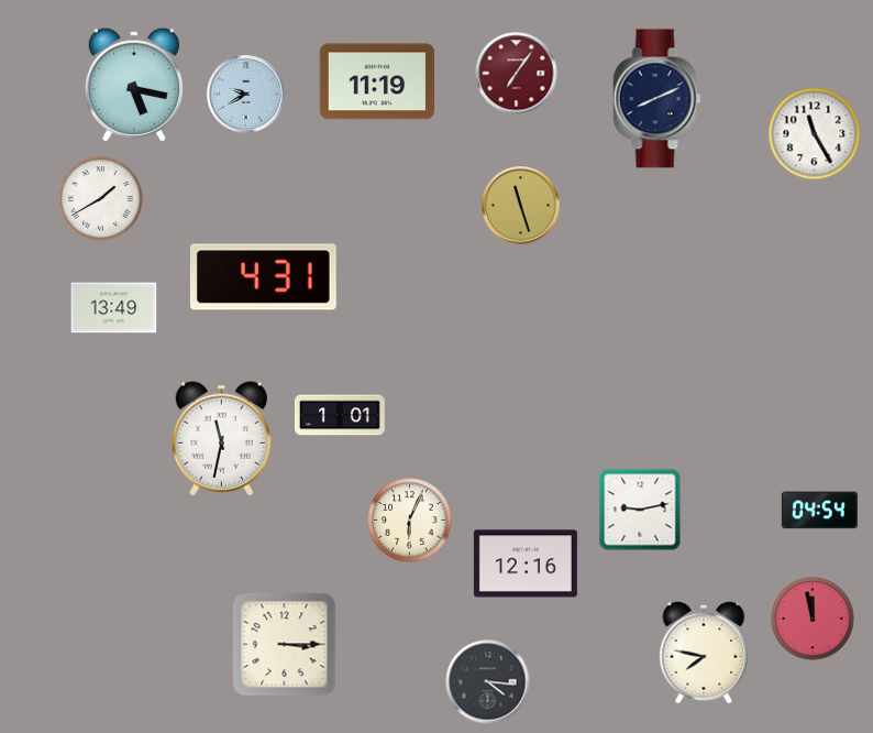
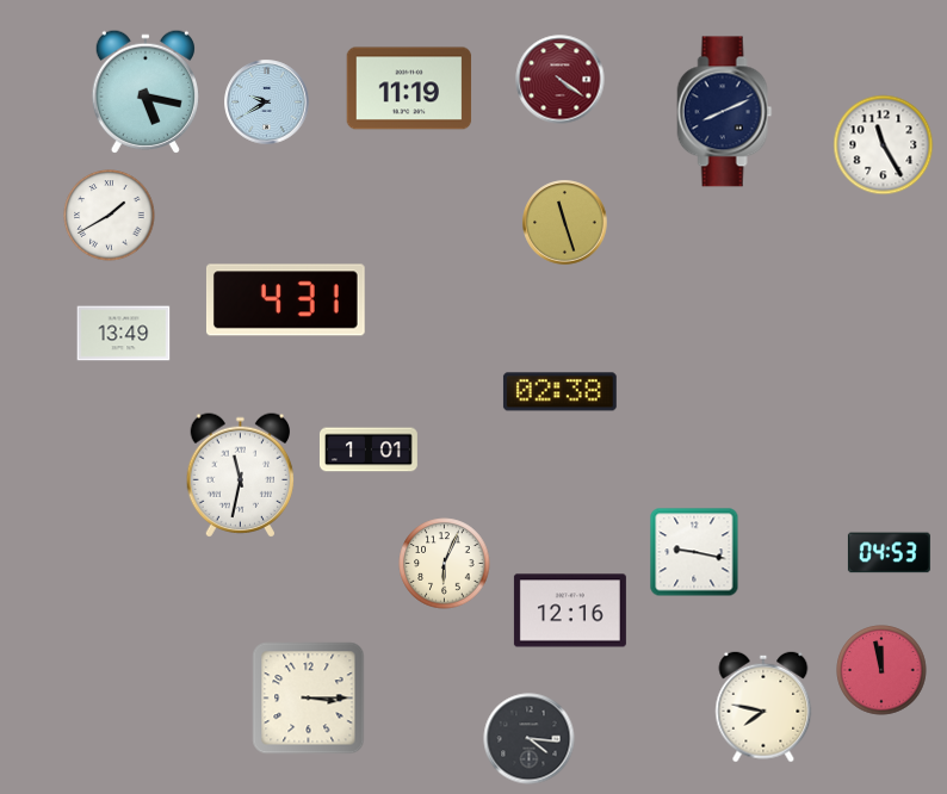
clock at (517, 74): 7:06 -> 4:21
clock at (657, 99) position: (657, 99) -> (725, 112)
clock at (559, 392): none -> 02:38
clock at (640, 510): 9:13 -> 9:17
clock at (819, 511): 04:54 -> 04:53
